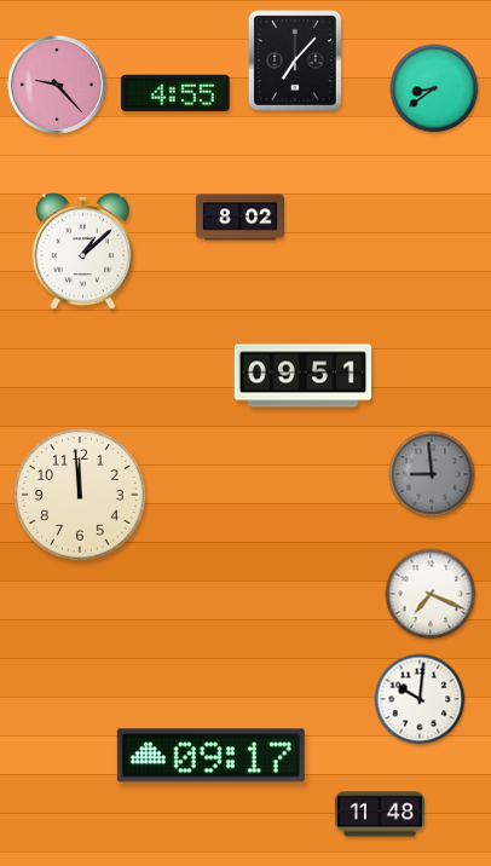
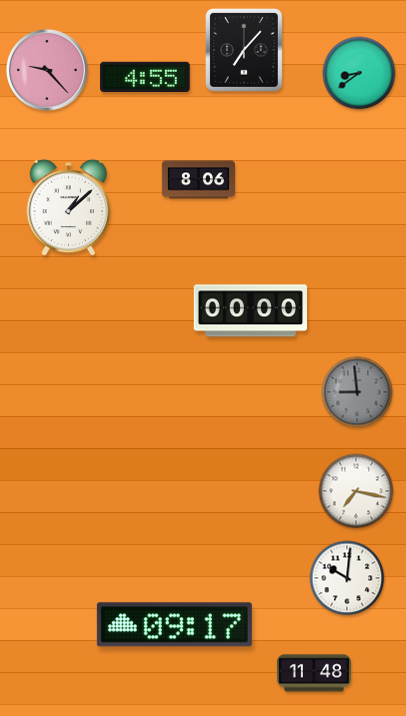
clock at (239, 218): 8:02 -> 8:06
clock at (304, 376): 09:51 -> 00:00
clock at (80, 495): 11:59 -> none
clock at (431, 594): 7:19 -> 7:17
